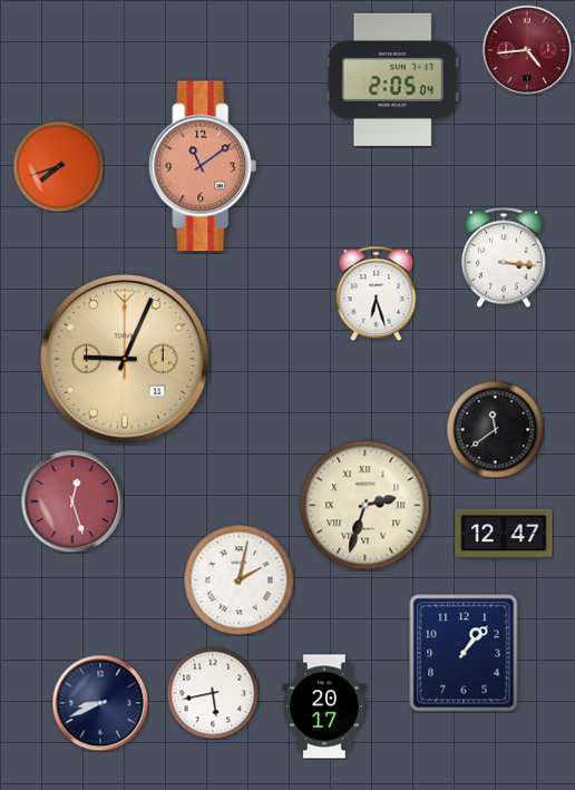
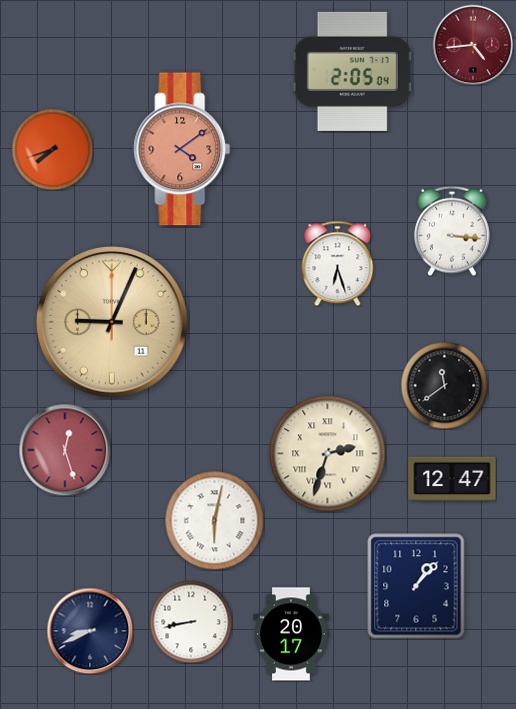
clock at (203, 166): 11:09 -> 4:09
clock at (240, 581): 2:02 -> 6:02
clock at (213, 693): 5:43 -> 8:43
